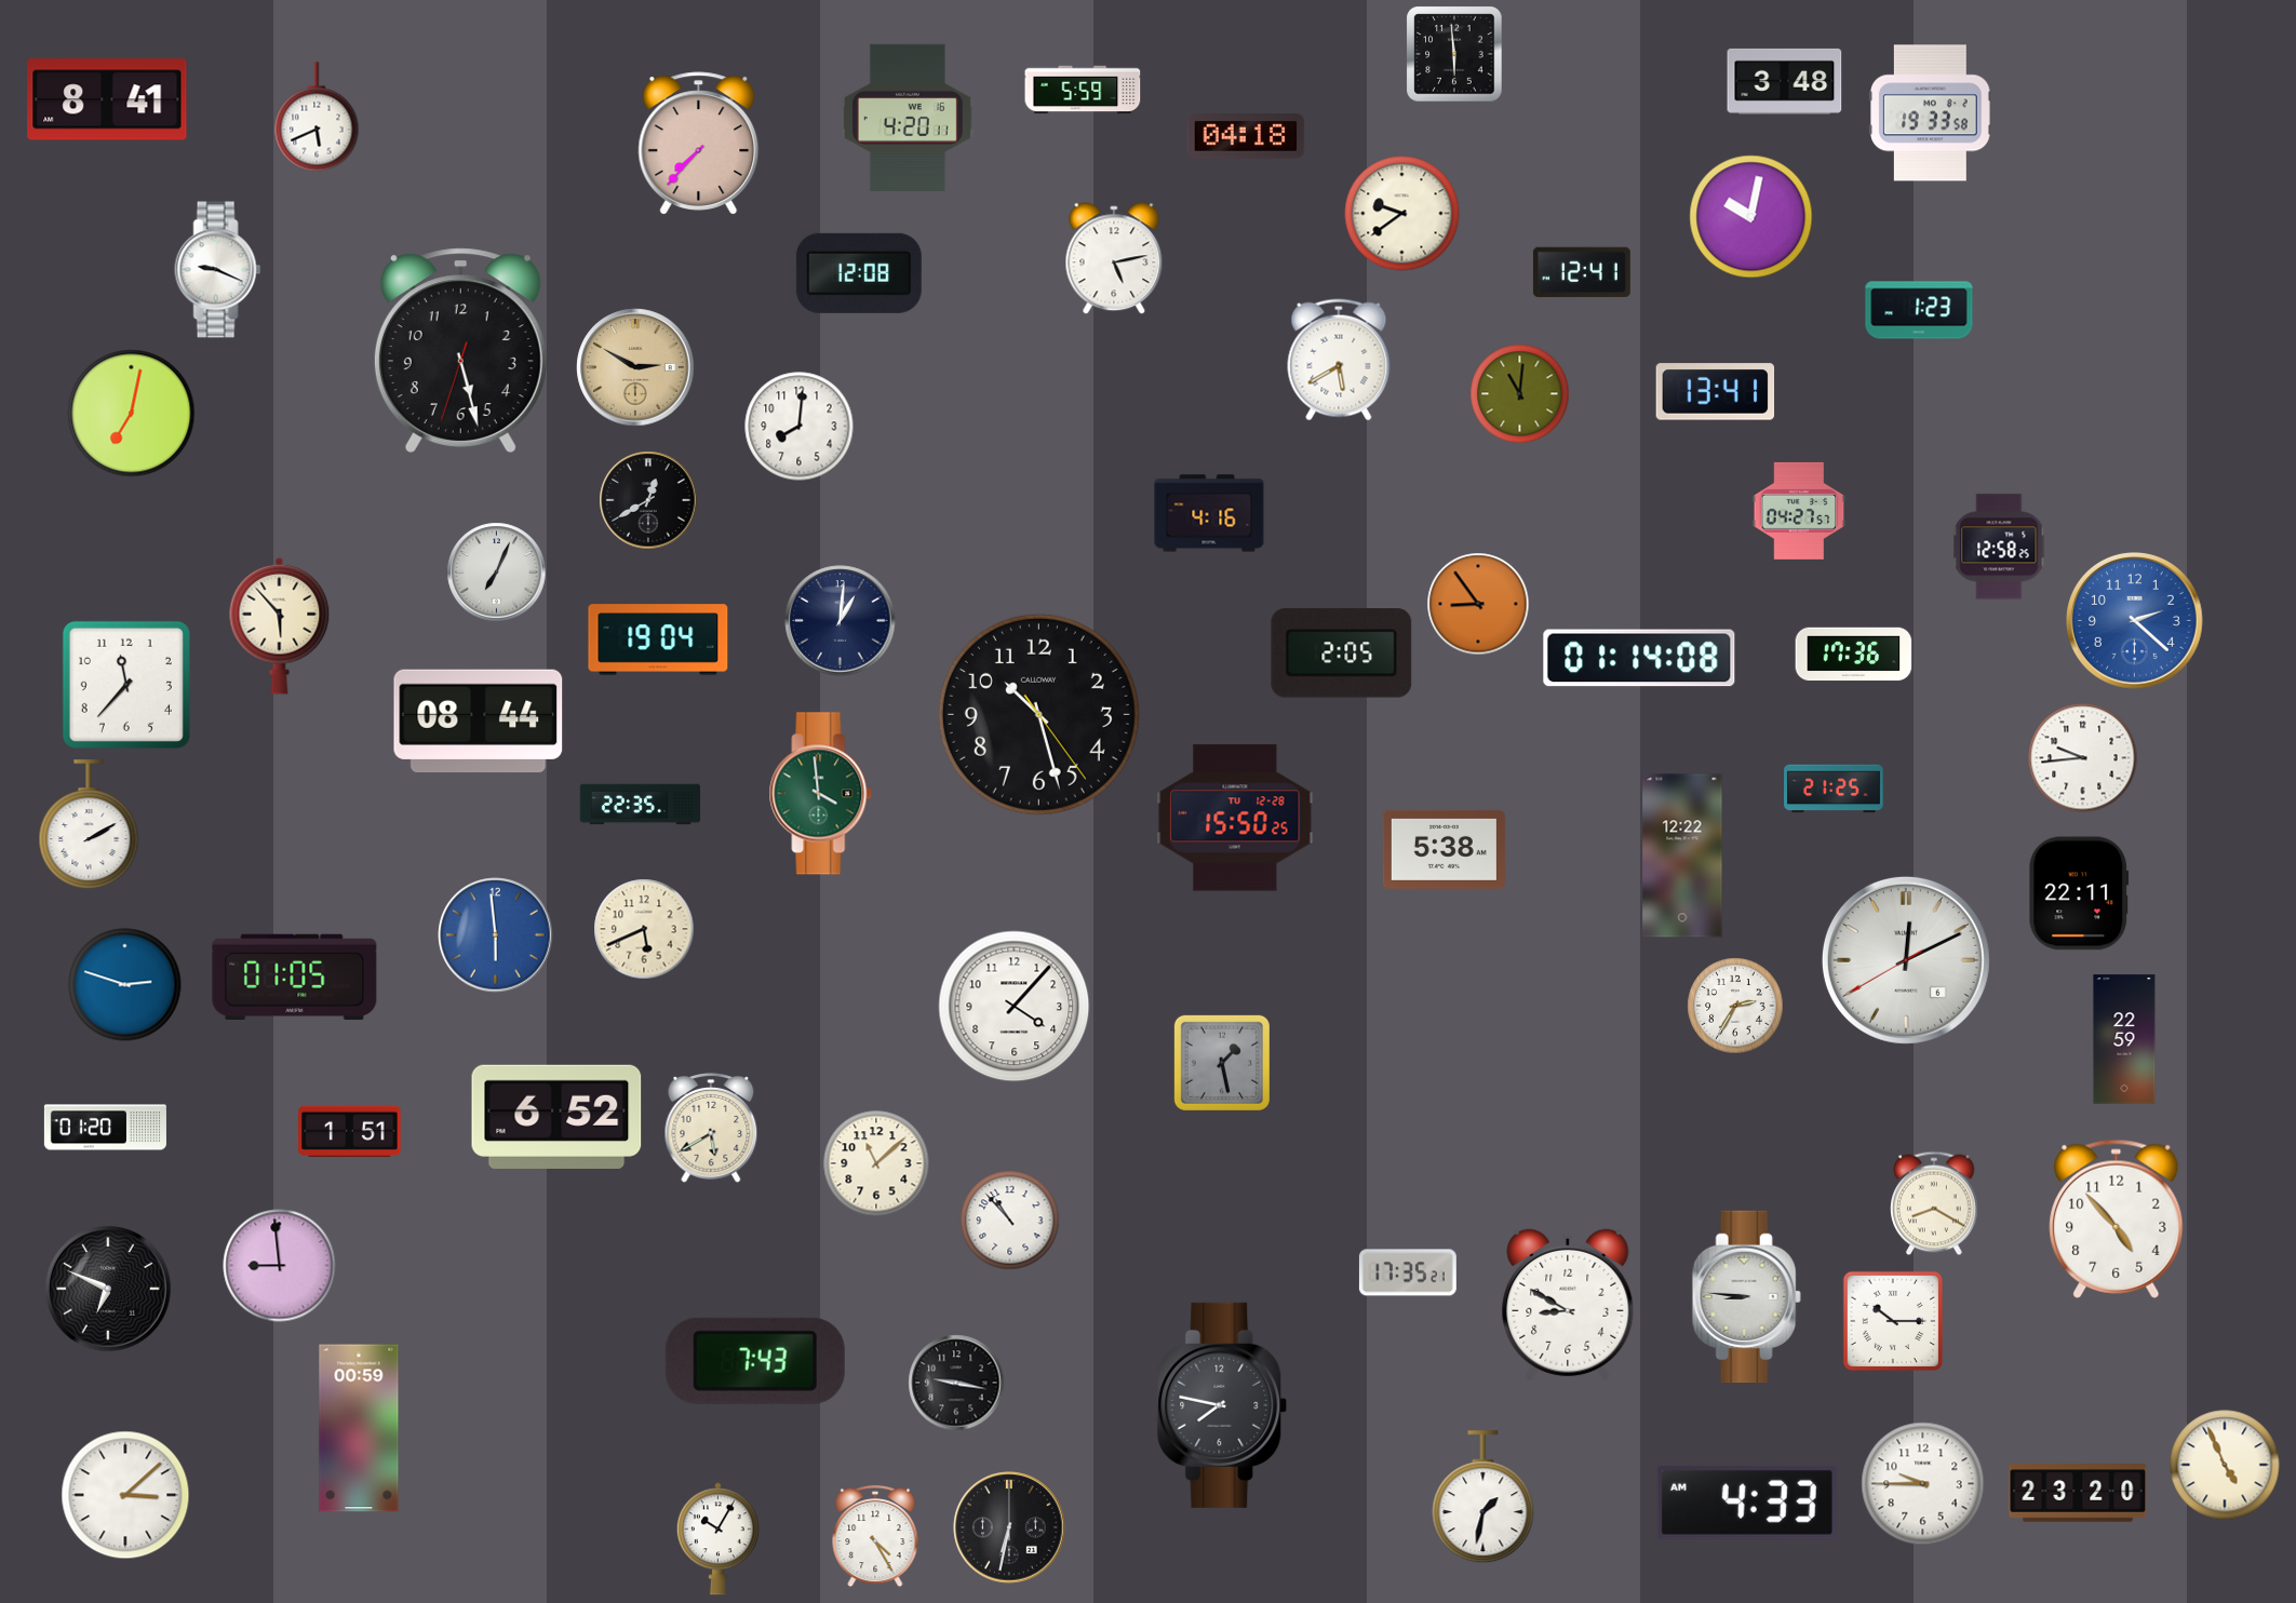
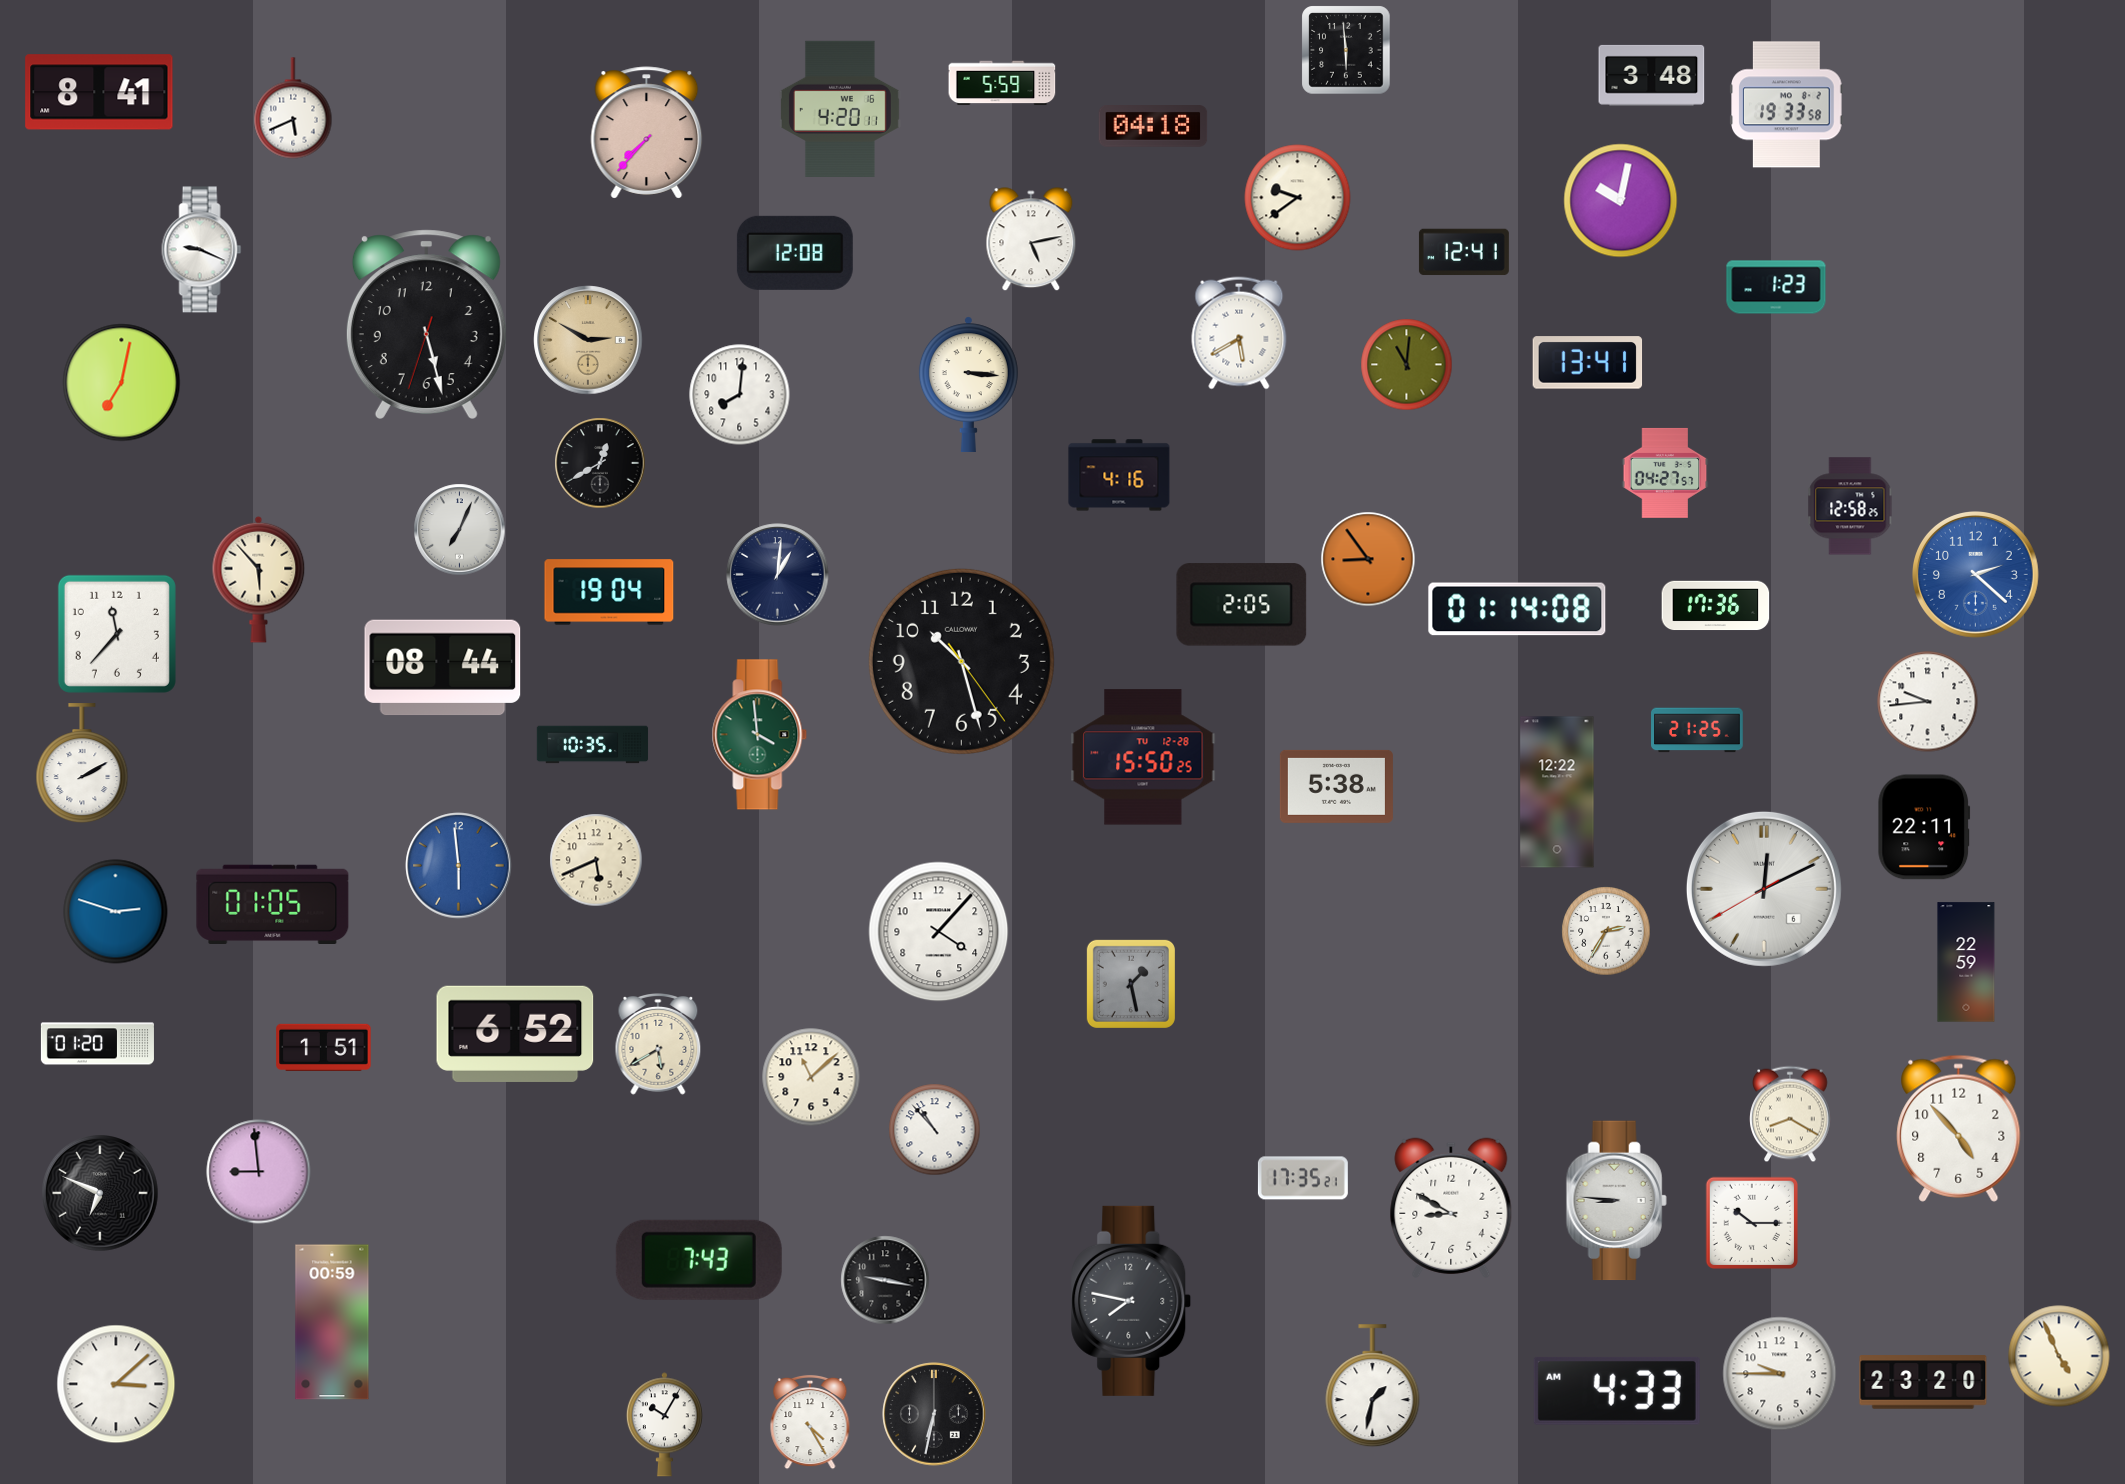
clock at (968, 384): none -> 3:16
clock at (641, 805): 22:35 -> 10:35
